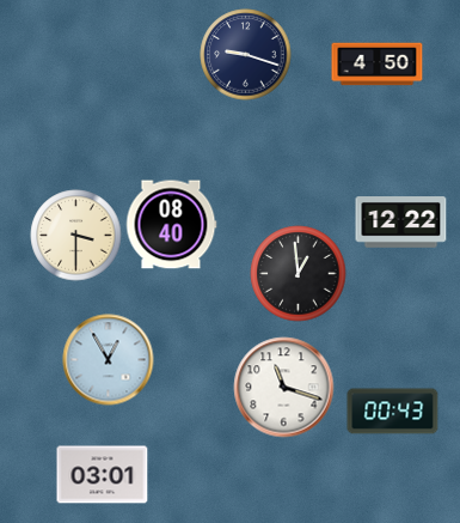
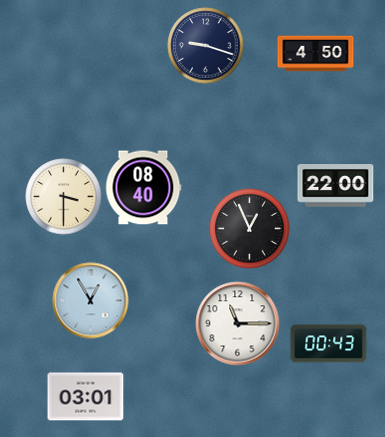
clock at (401, 223): 12:22 -> 22:00
clock at (299, 274): 12:59 -> 12:56
clock at (284, 388): 11:18 -> 11:15
